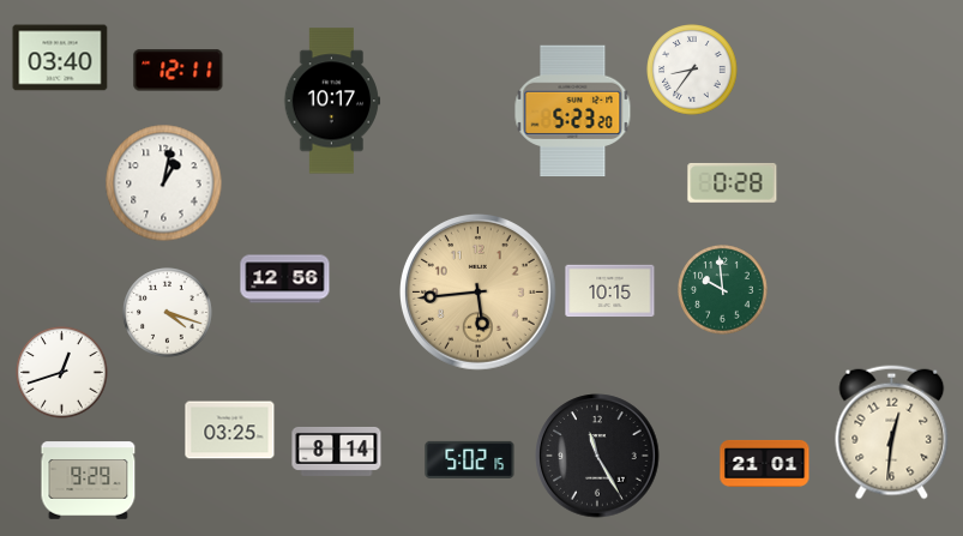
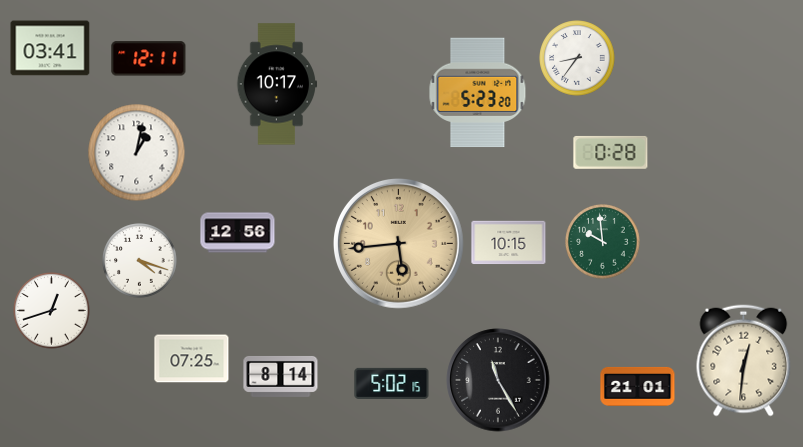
clock at (60, 58): 03:40 -> 03:41
clock at (230, 430): 03:25 -> 07:25
clock at (89, 481): 9:29 -> none
